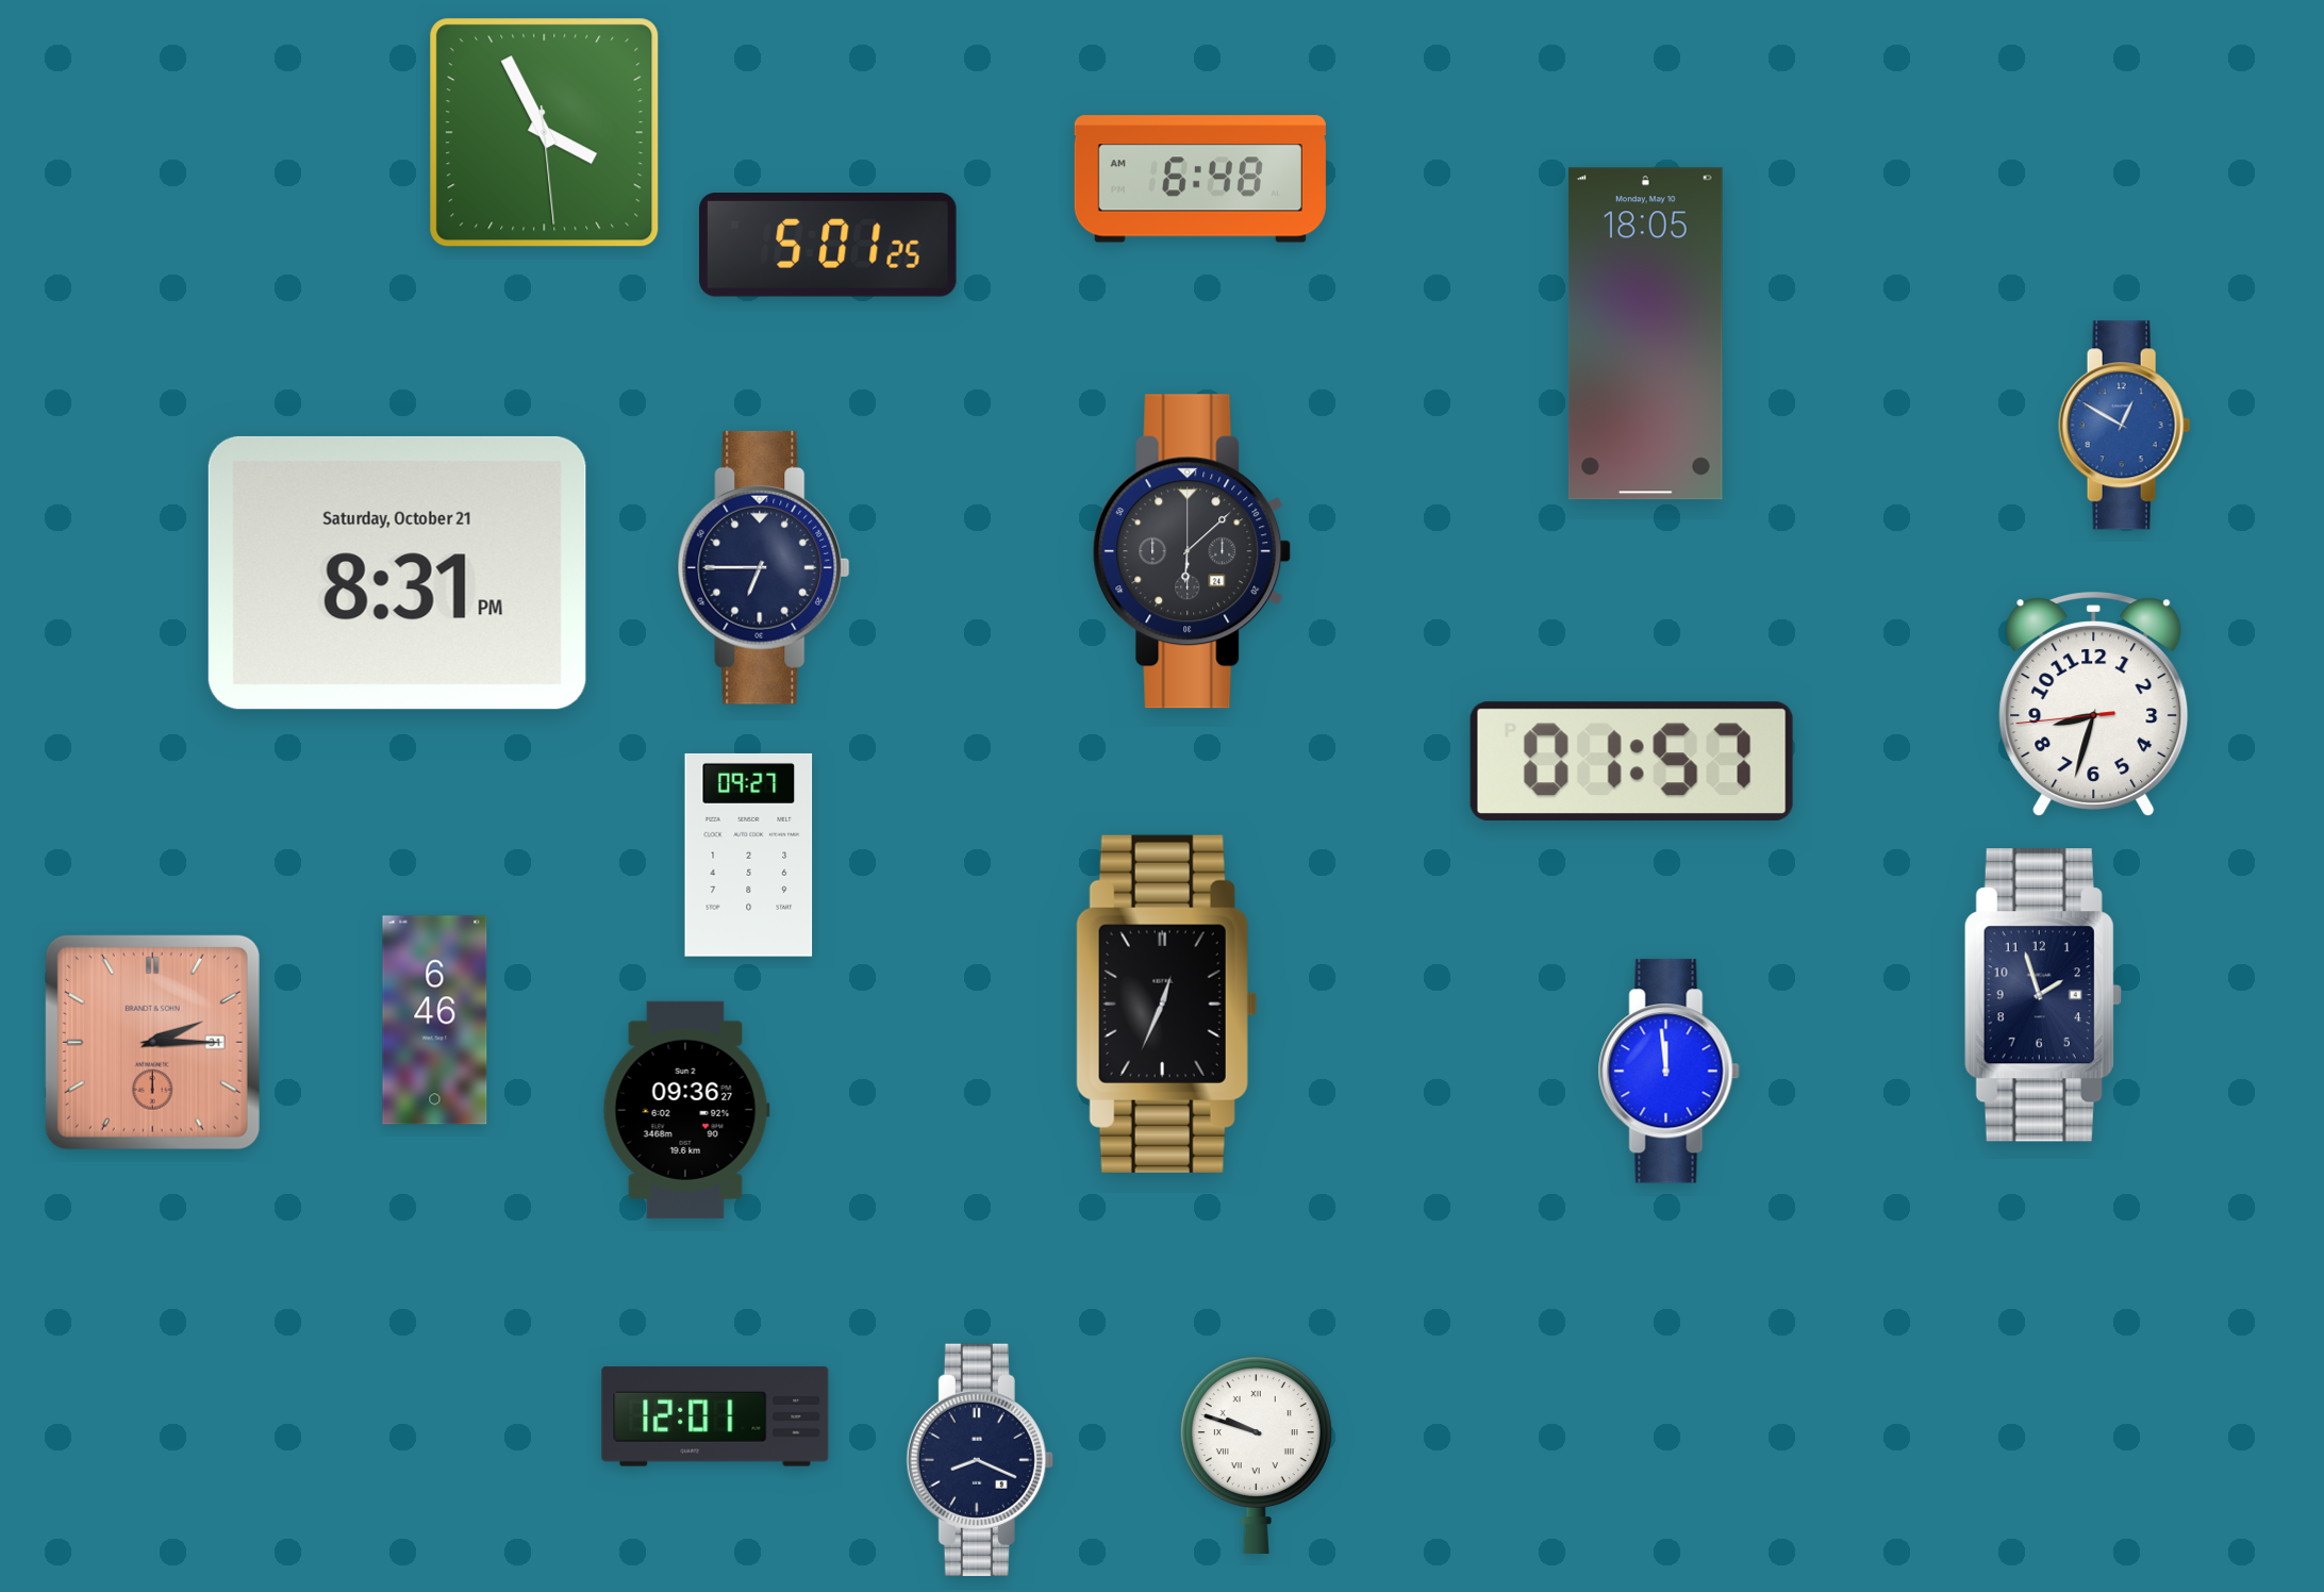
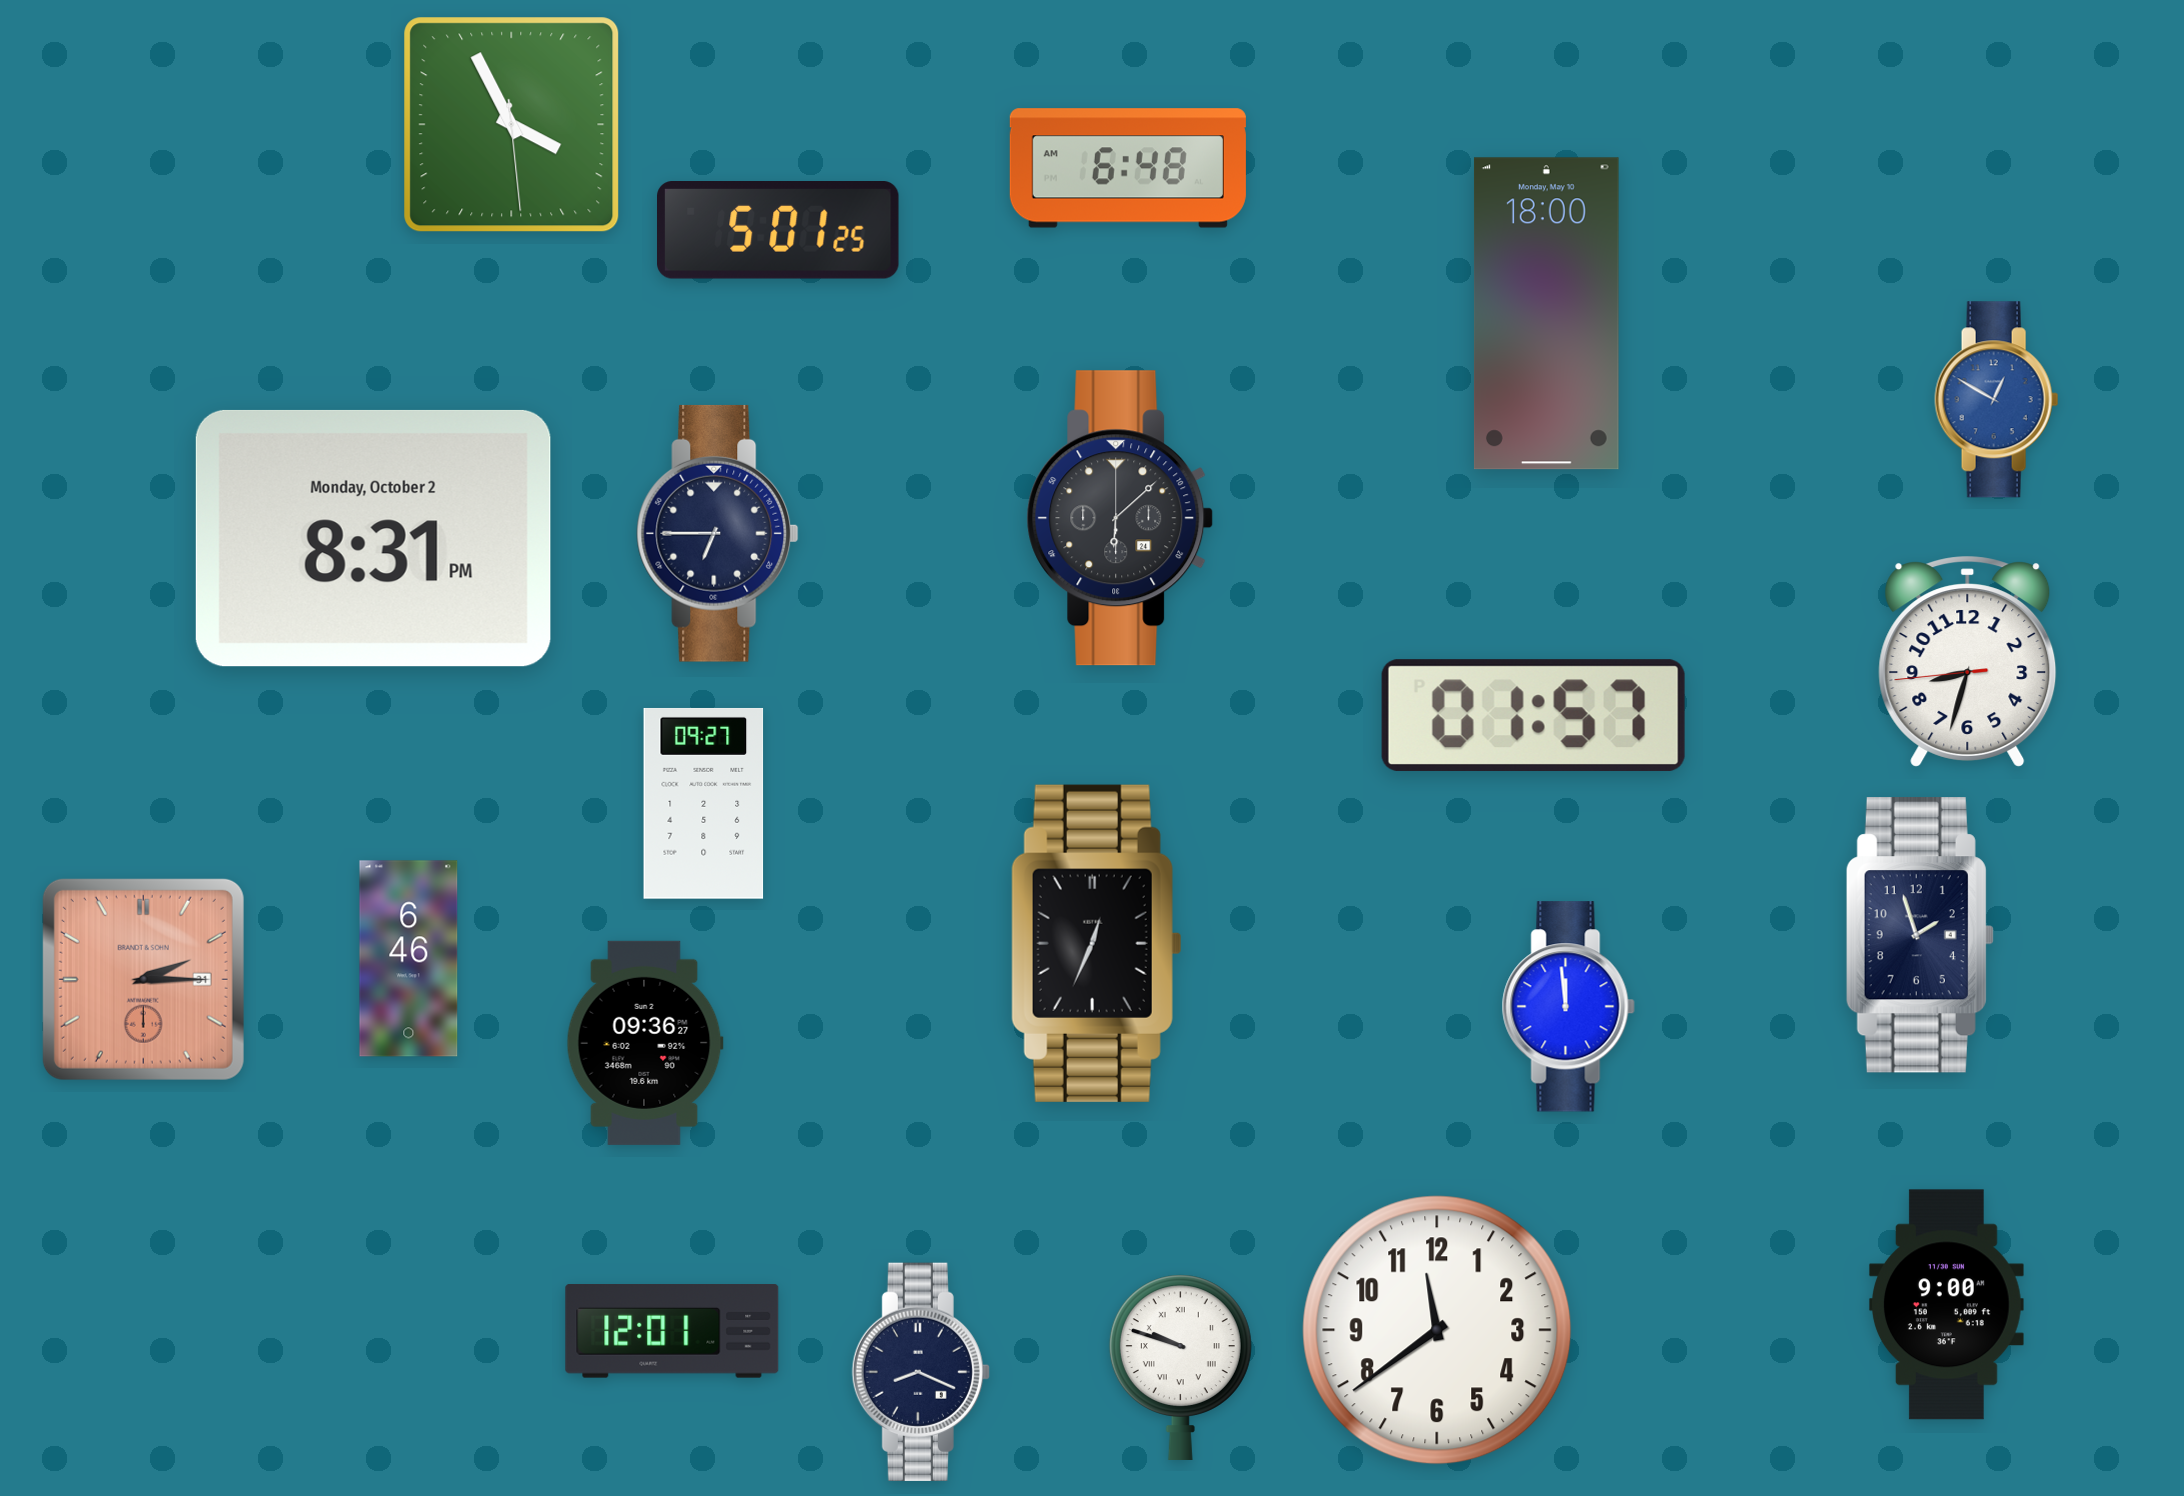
clock at (1645, 334): 18:05 -> 18:00
clock at (397, 573) date: Saturday, October 21 -> Monday, October 2
clock at (1946, 1305): none -> 9:00
clock at (1437, 1330): none -> 11:39
